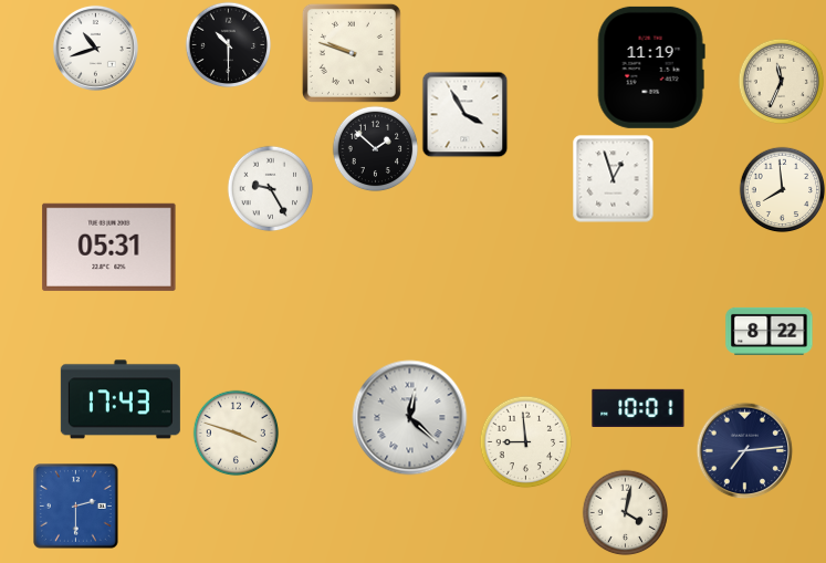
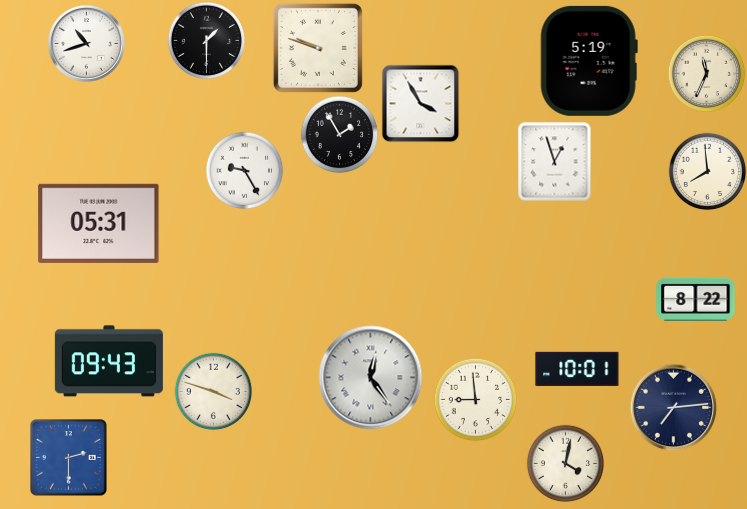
clock at (228, 44): 10:30 -> 1:30
clock at (651, 67): 11:19 -> 5:19
clock at (375, 148): 1:52 -> 1:55
clock at (121, 399): 17:43 -> 09:43
clock at (410, 418): 12:22 -> 12:24
